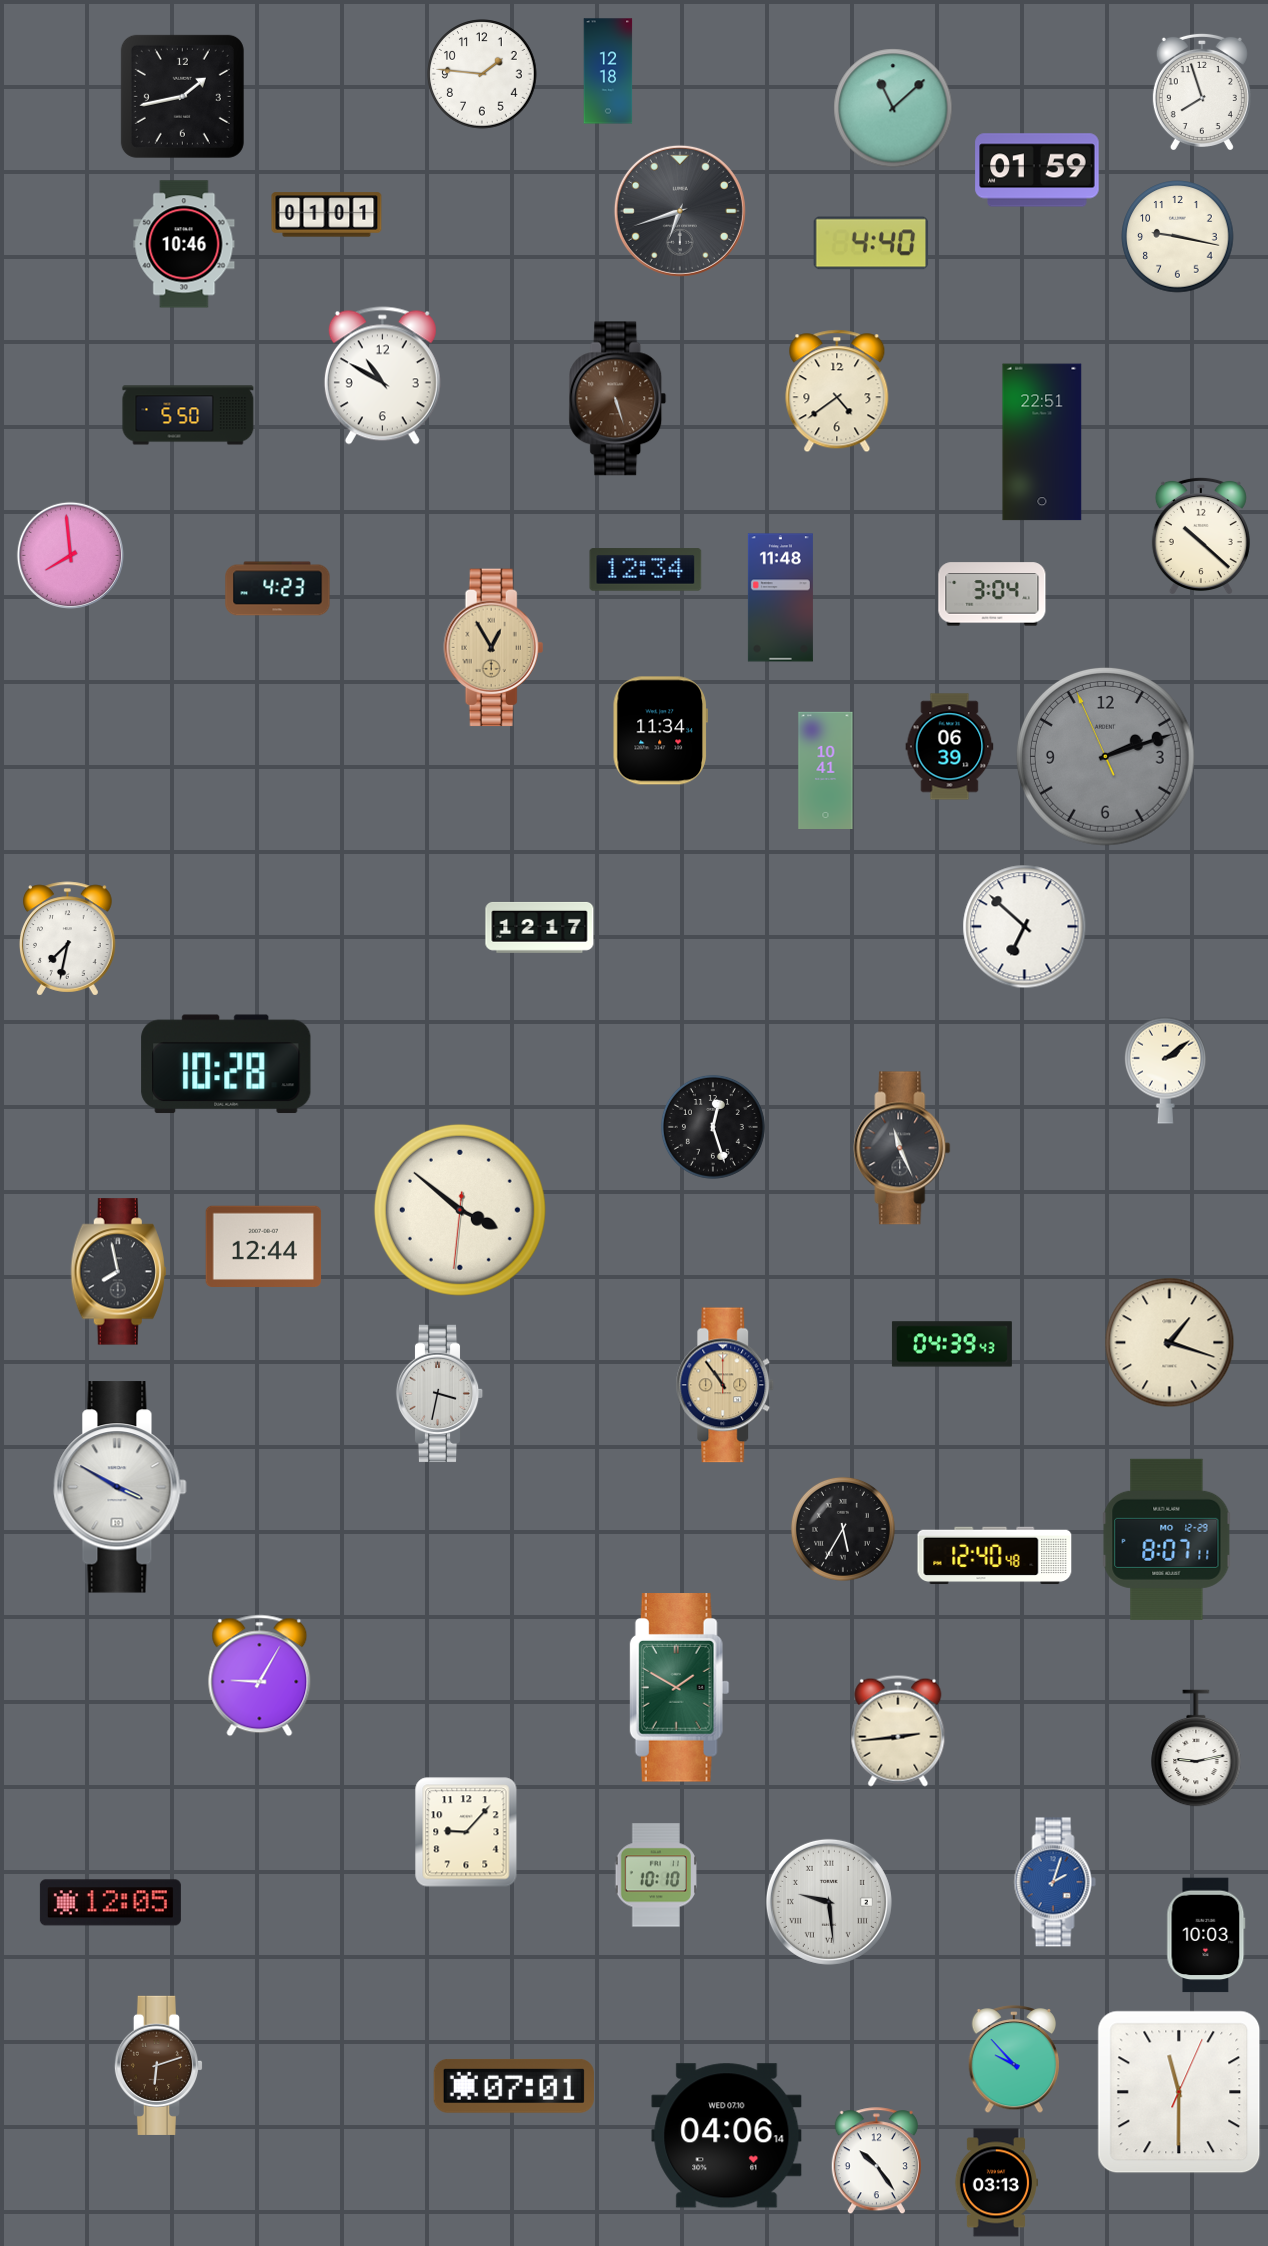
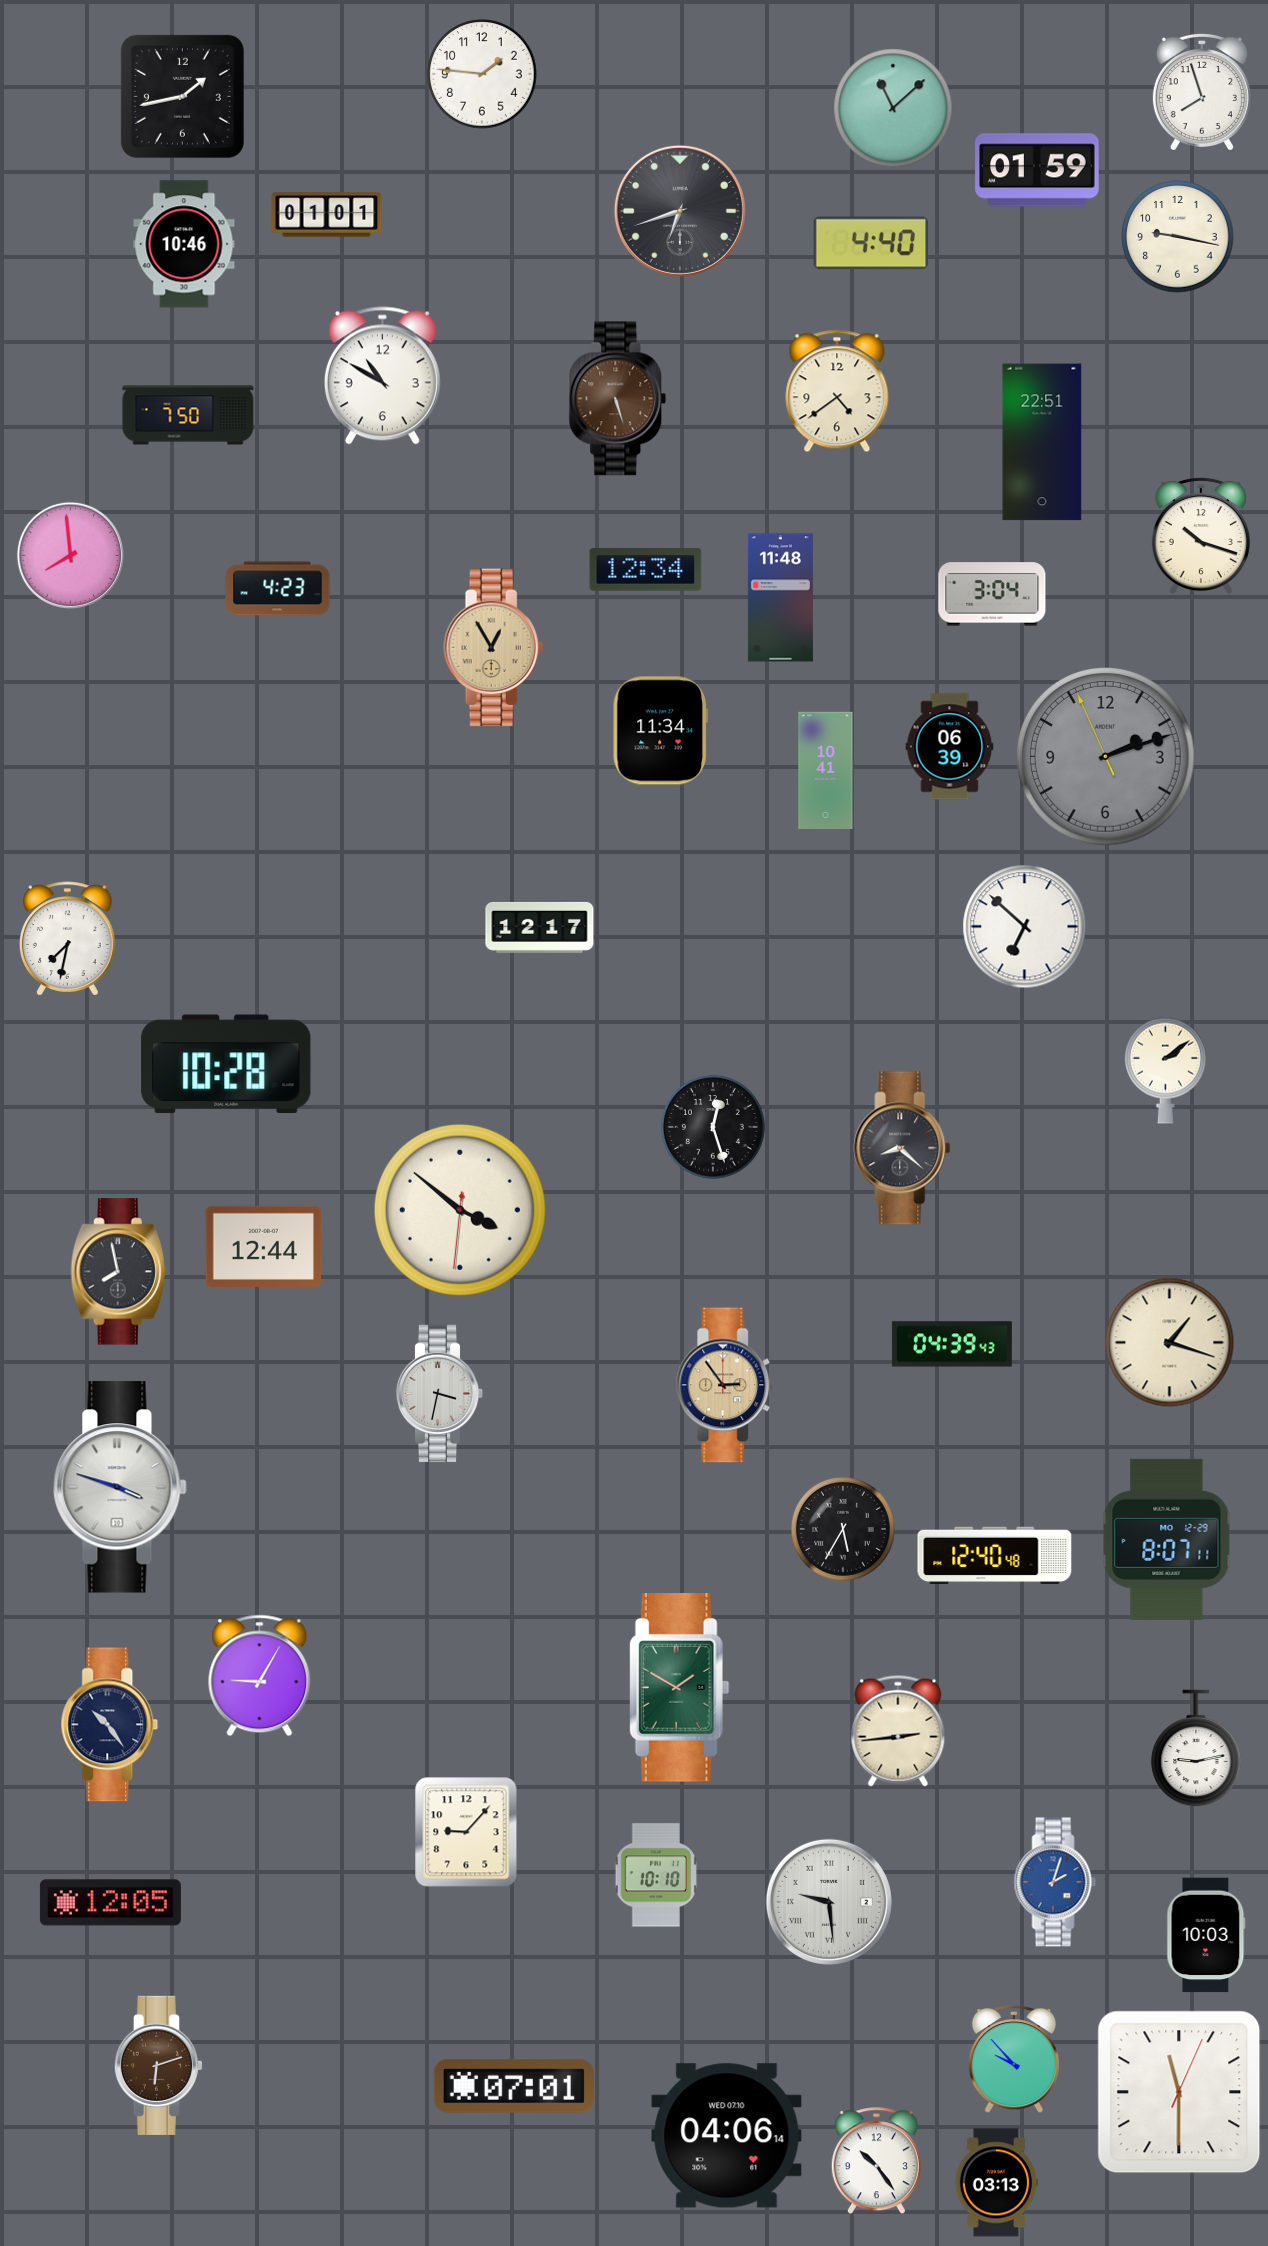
clock at (608, 71): 12:18 -> none
clock at (188, 415): 5:50 -> 7:50
clock at (1201, 535): 10:22 -> 10:18
clock at (902, 1148): 11:26 -> 8:22
clock at (725, 1385): 10:54 -> 2:54
clock at (120, 1487): 3:50 -> 3:48
clock at (110, 1725): none -> 10:24
